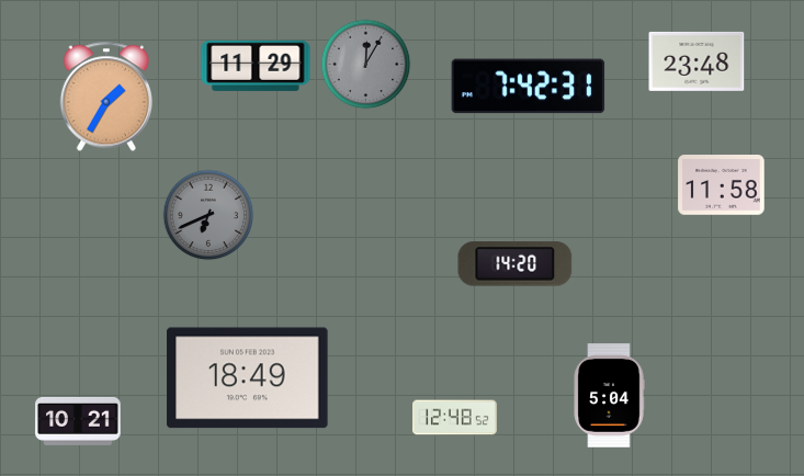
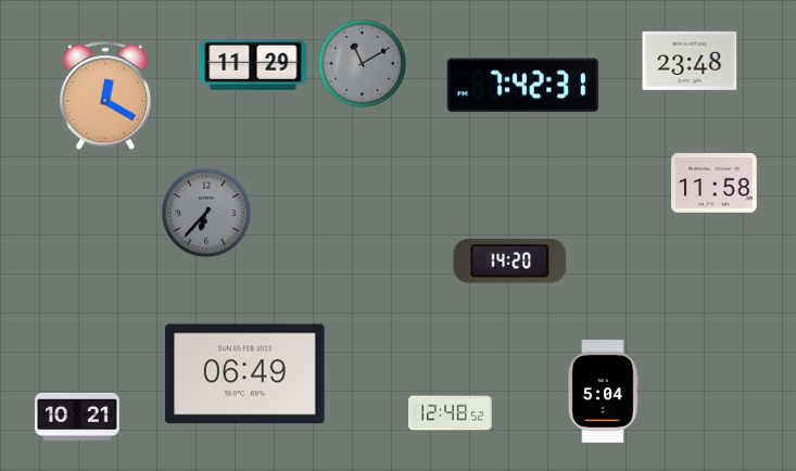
clock at (366, 65): 12:05 -> 11:10
clock at (105, 97): 1:35 -> 12:20
clock at (208, 215): 6:41 -> 6:37
clock at (248, 378): 18:49 -> 06:49
